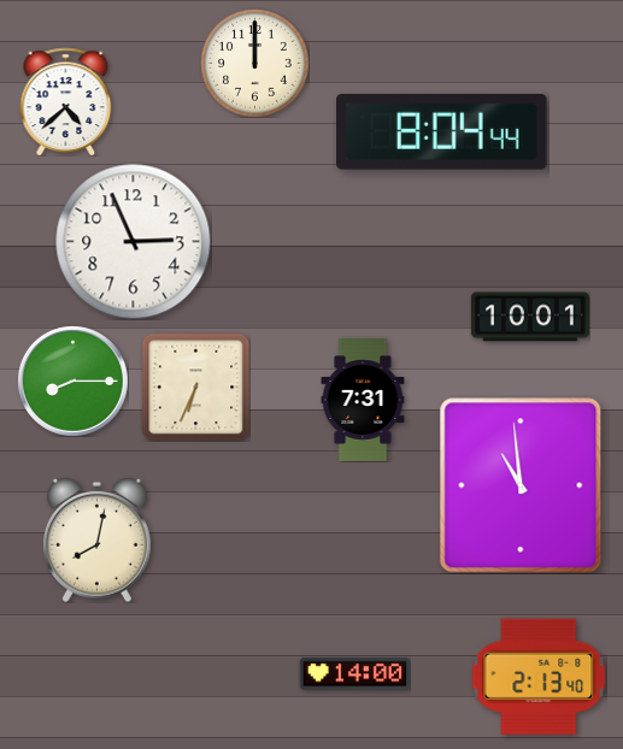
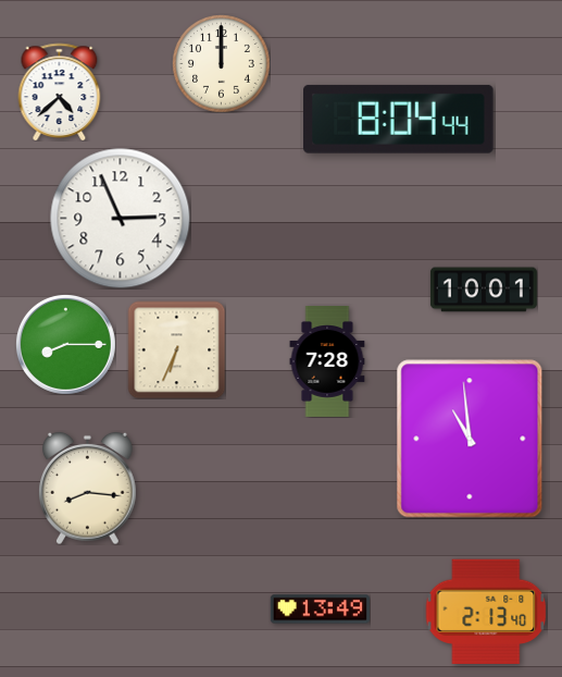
clock at (255, 64) position: (255, 64) -> (222, 64)
clock at (530, 317) position: (530, 317) -> (484, 290)
clock at (363, 401): 7:31 -> 7:28
clock at (98, 539): 8:02 -> 8:16
clock at (354, 674): 14:00 -> 13:49
